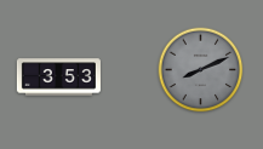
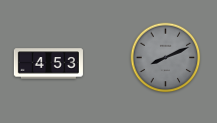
clock at (58, 78): 3:53 -> 4:53
